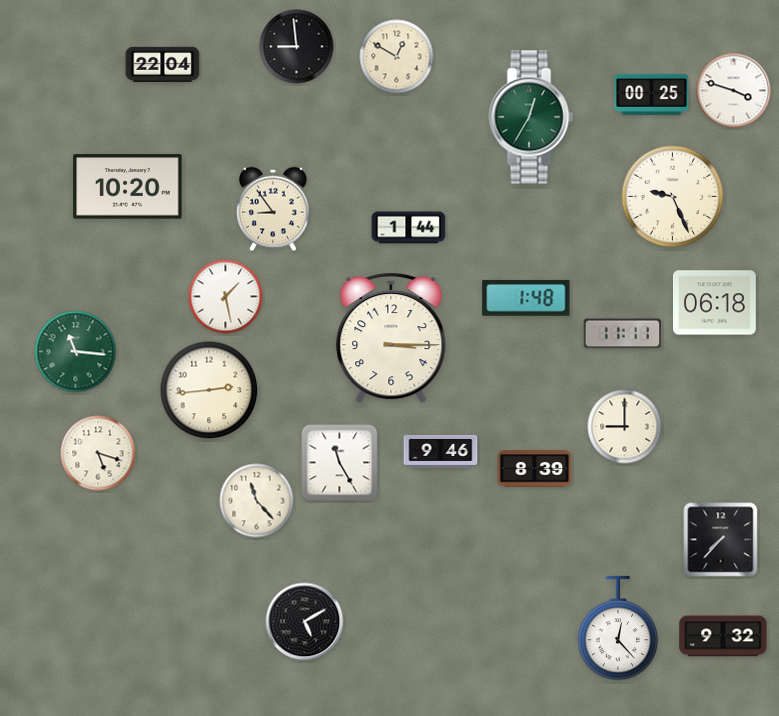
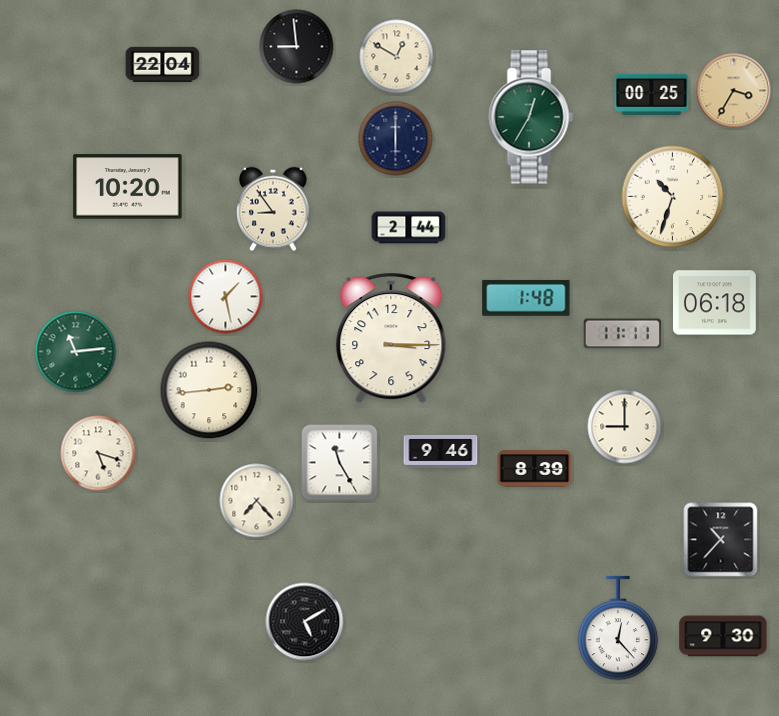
clock at (734, 91): 3:48 -> 3:35
clock at (734, 91) dial: white -> champagne
clock at (396, 139): none -> 6:00
clock at (673, 197): 9:26 -> 10:33
clock at (409, 228): 1:44 -> 2:44
clock at (76, 352): 11:16 -> 11:14
clock at (257, 501): 11:23 -> 7:23
clock at (721, 540): 7:37 -> 10:37
clock at (723, 636): 9:32 -> 9:30
